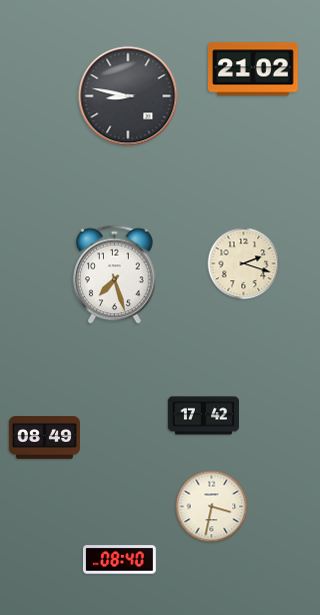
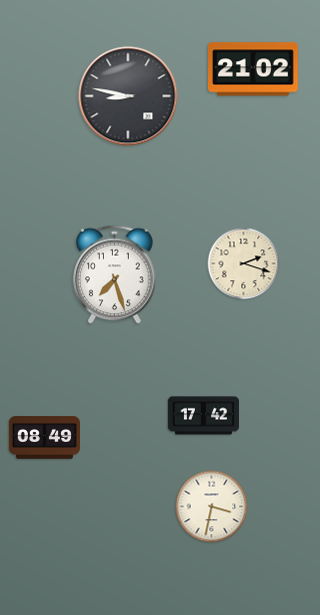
clock at (119, 560): 08:40 -> none
